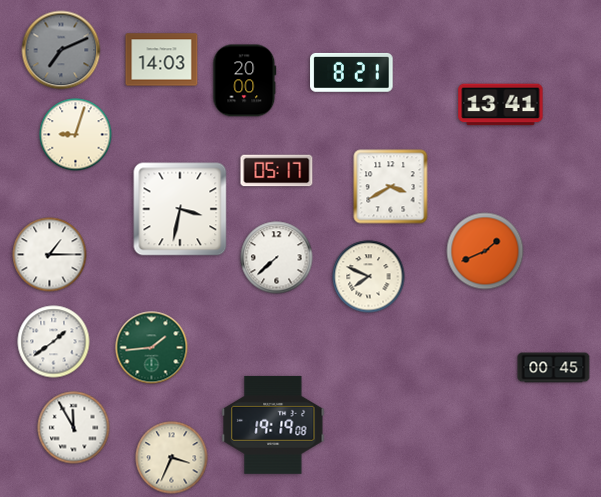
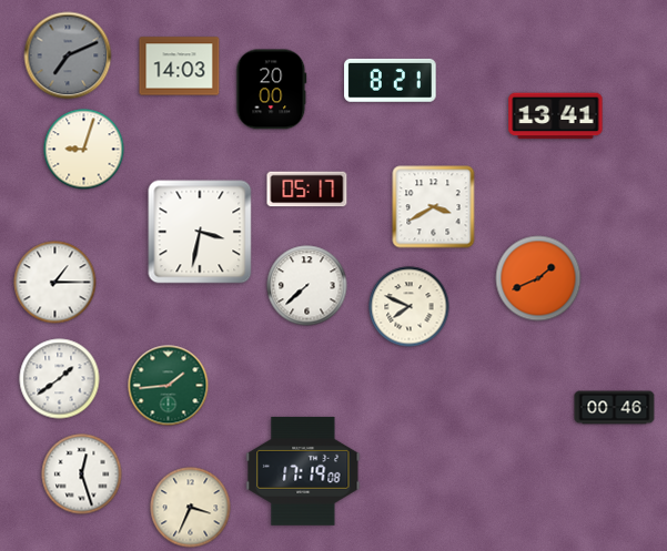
clock at (554, 368): 00:45 -> 00:46
clock at (273, 425): 19:19 -> 17:19
clock at (74, 428): 11:55 -> 12:27
